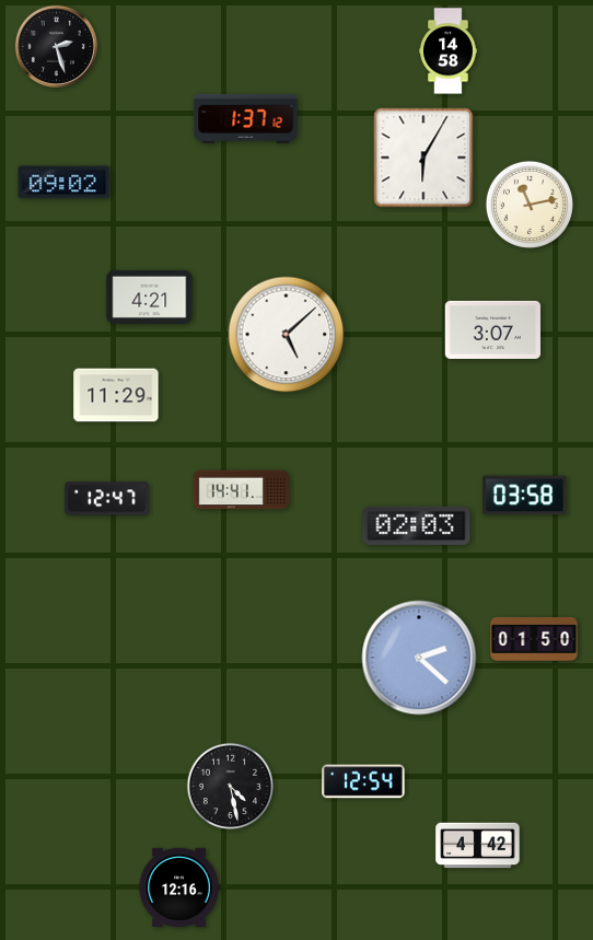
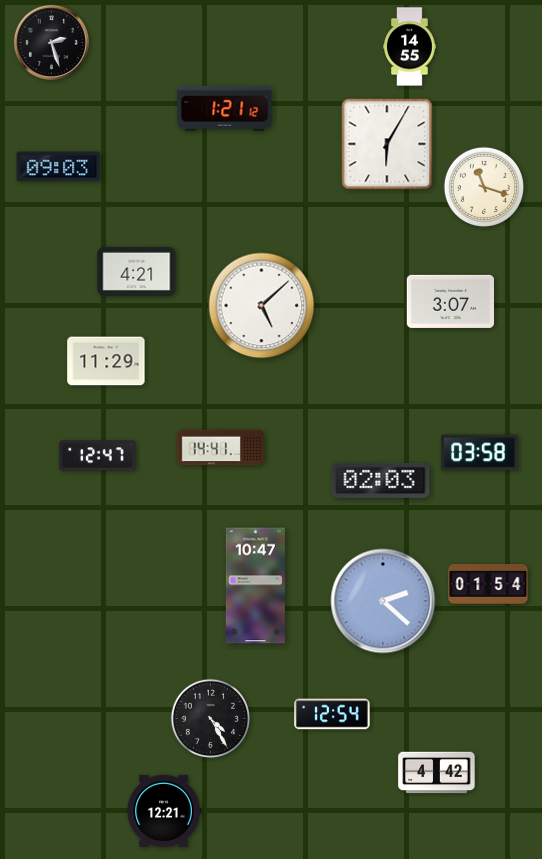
clock at (449, 51): 14:58 -> 14:55
clock at (246, 118): 1:37 -> 1:21
clock at (65, 183): 09:02 -> 09:03
clock at (528, 204): 11:13 -> 11:18
clock at (534, 639): 01:50 -> 01:54
clock at (255, 586): none -> 10:47
clock at (230, 786): 4:28 -> 4:25
clock at (179, 886): 12:16 -> 12:21
